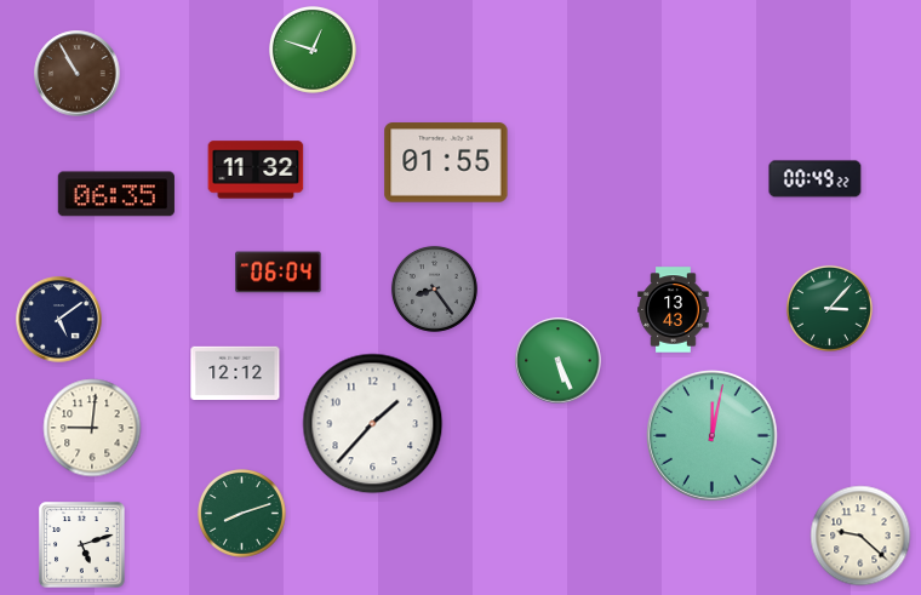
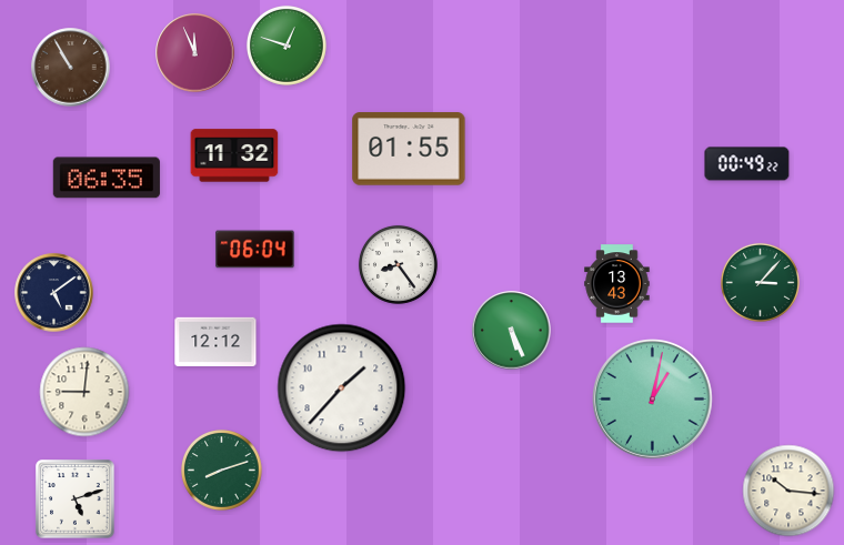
clock at (195, 53): none -> 11:56
clock at (434, 288) dial: grey -> white
clock at (713, 436): 12:02 -> 1:02
clock at (860, 536): 9:22 -> 10:16
